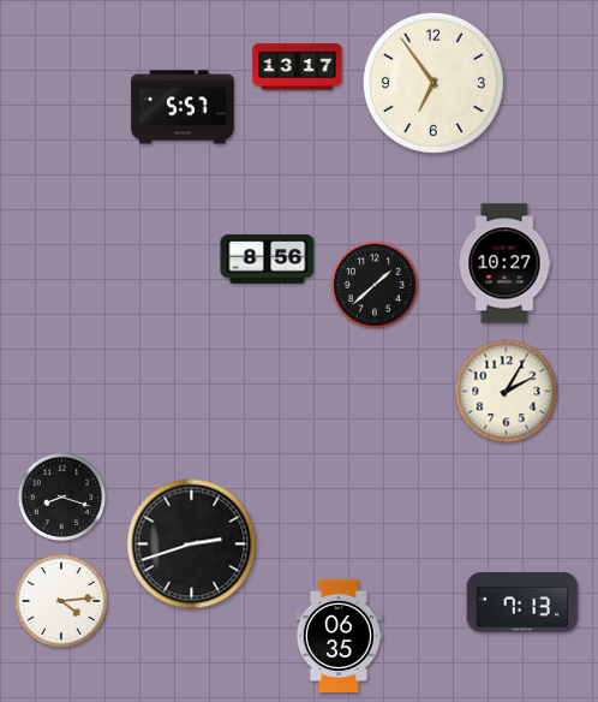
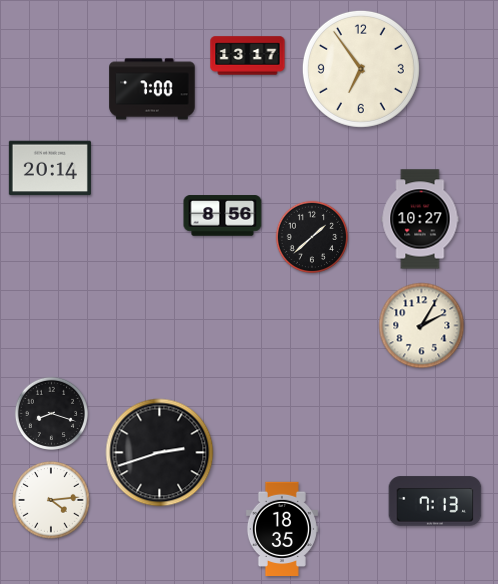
clock at (183, 107): 5:57 -> 7:00
clock at (50, 168): none -> 20:14
clock at (339, 636): 06:35 -> 18:35
